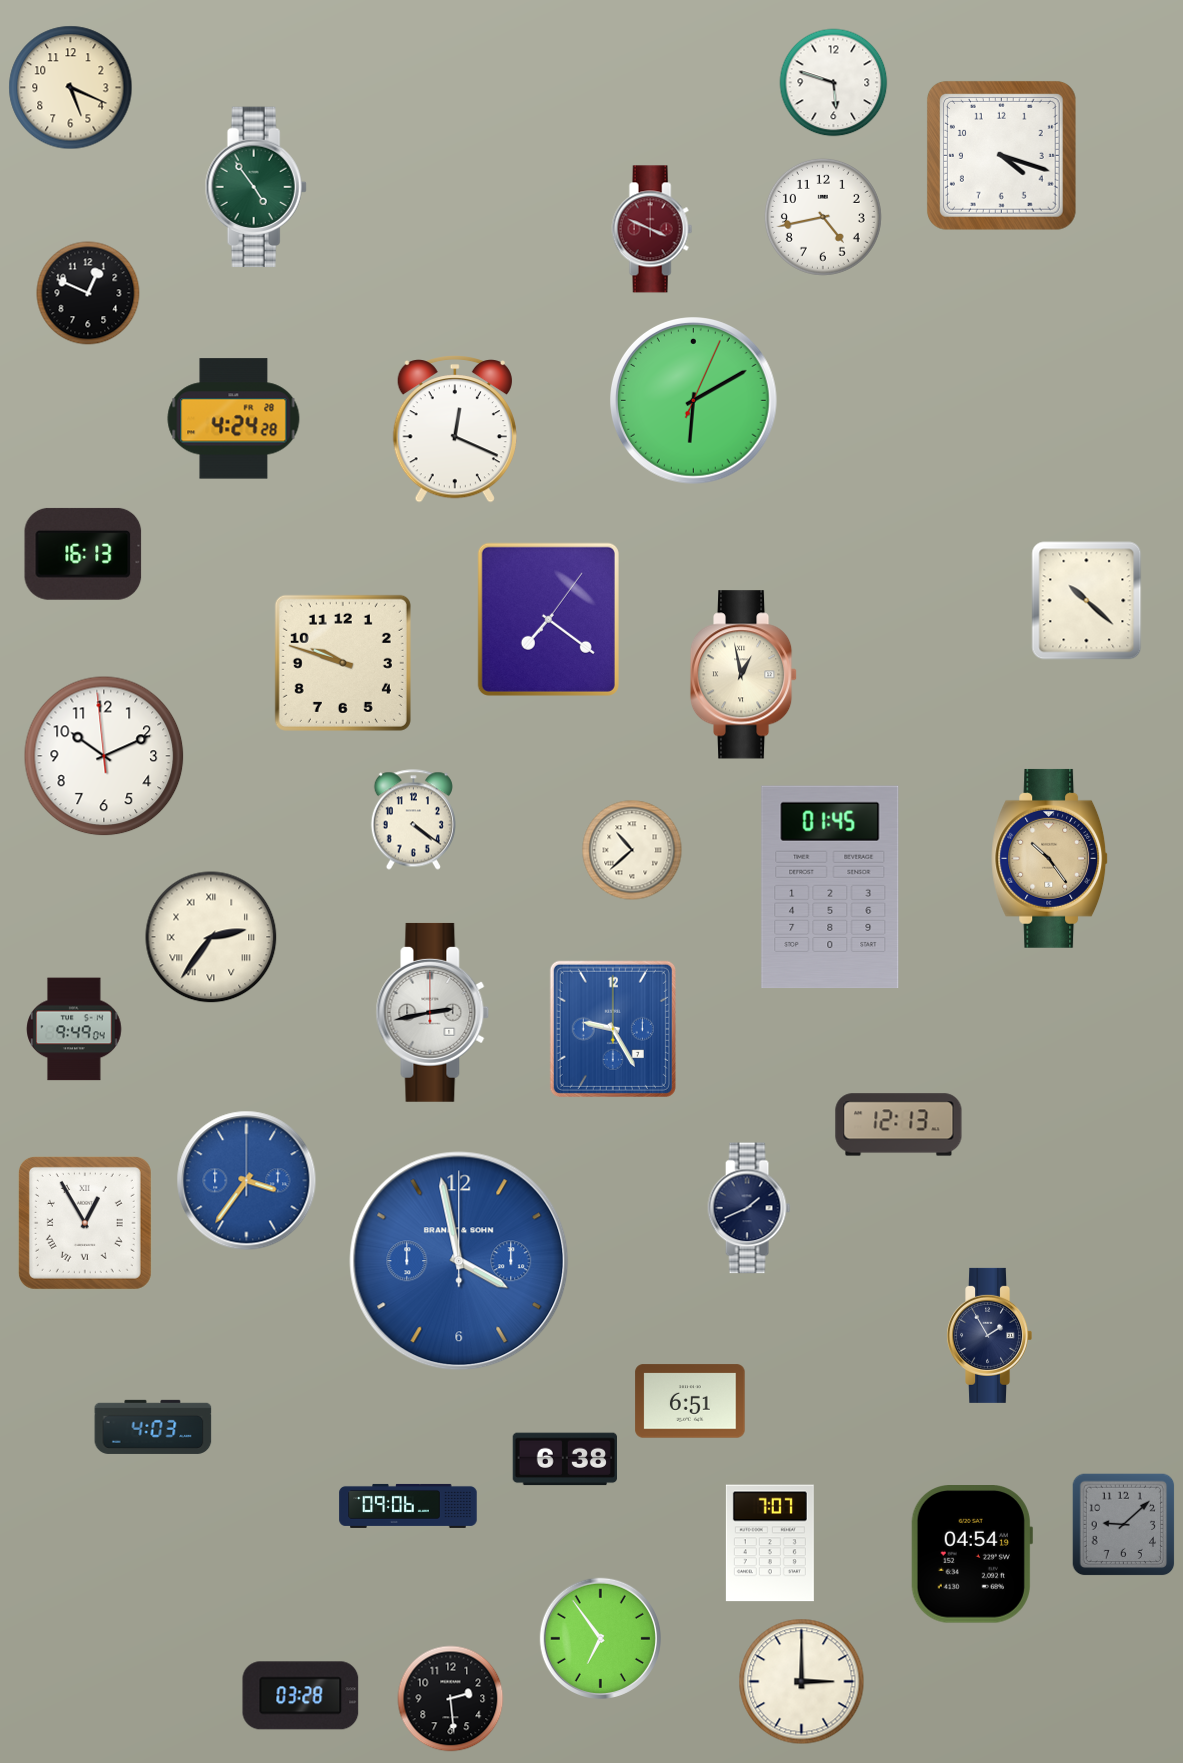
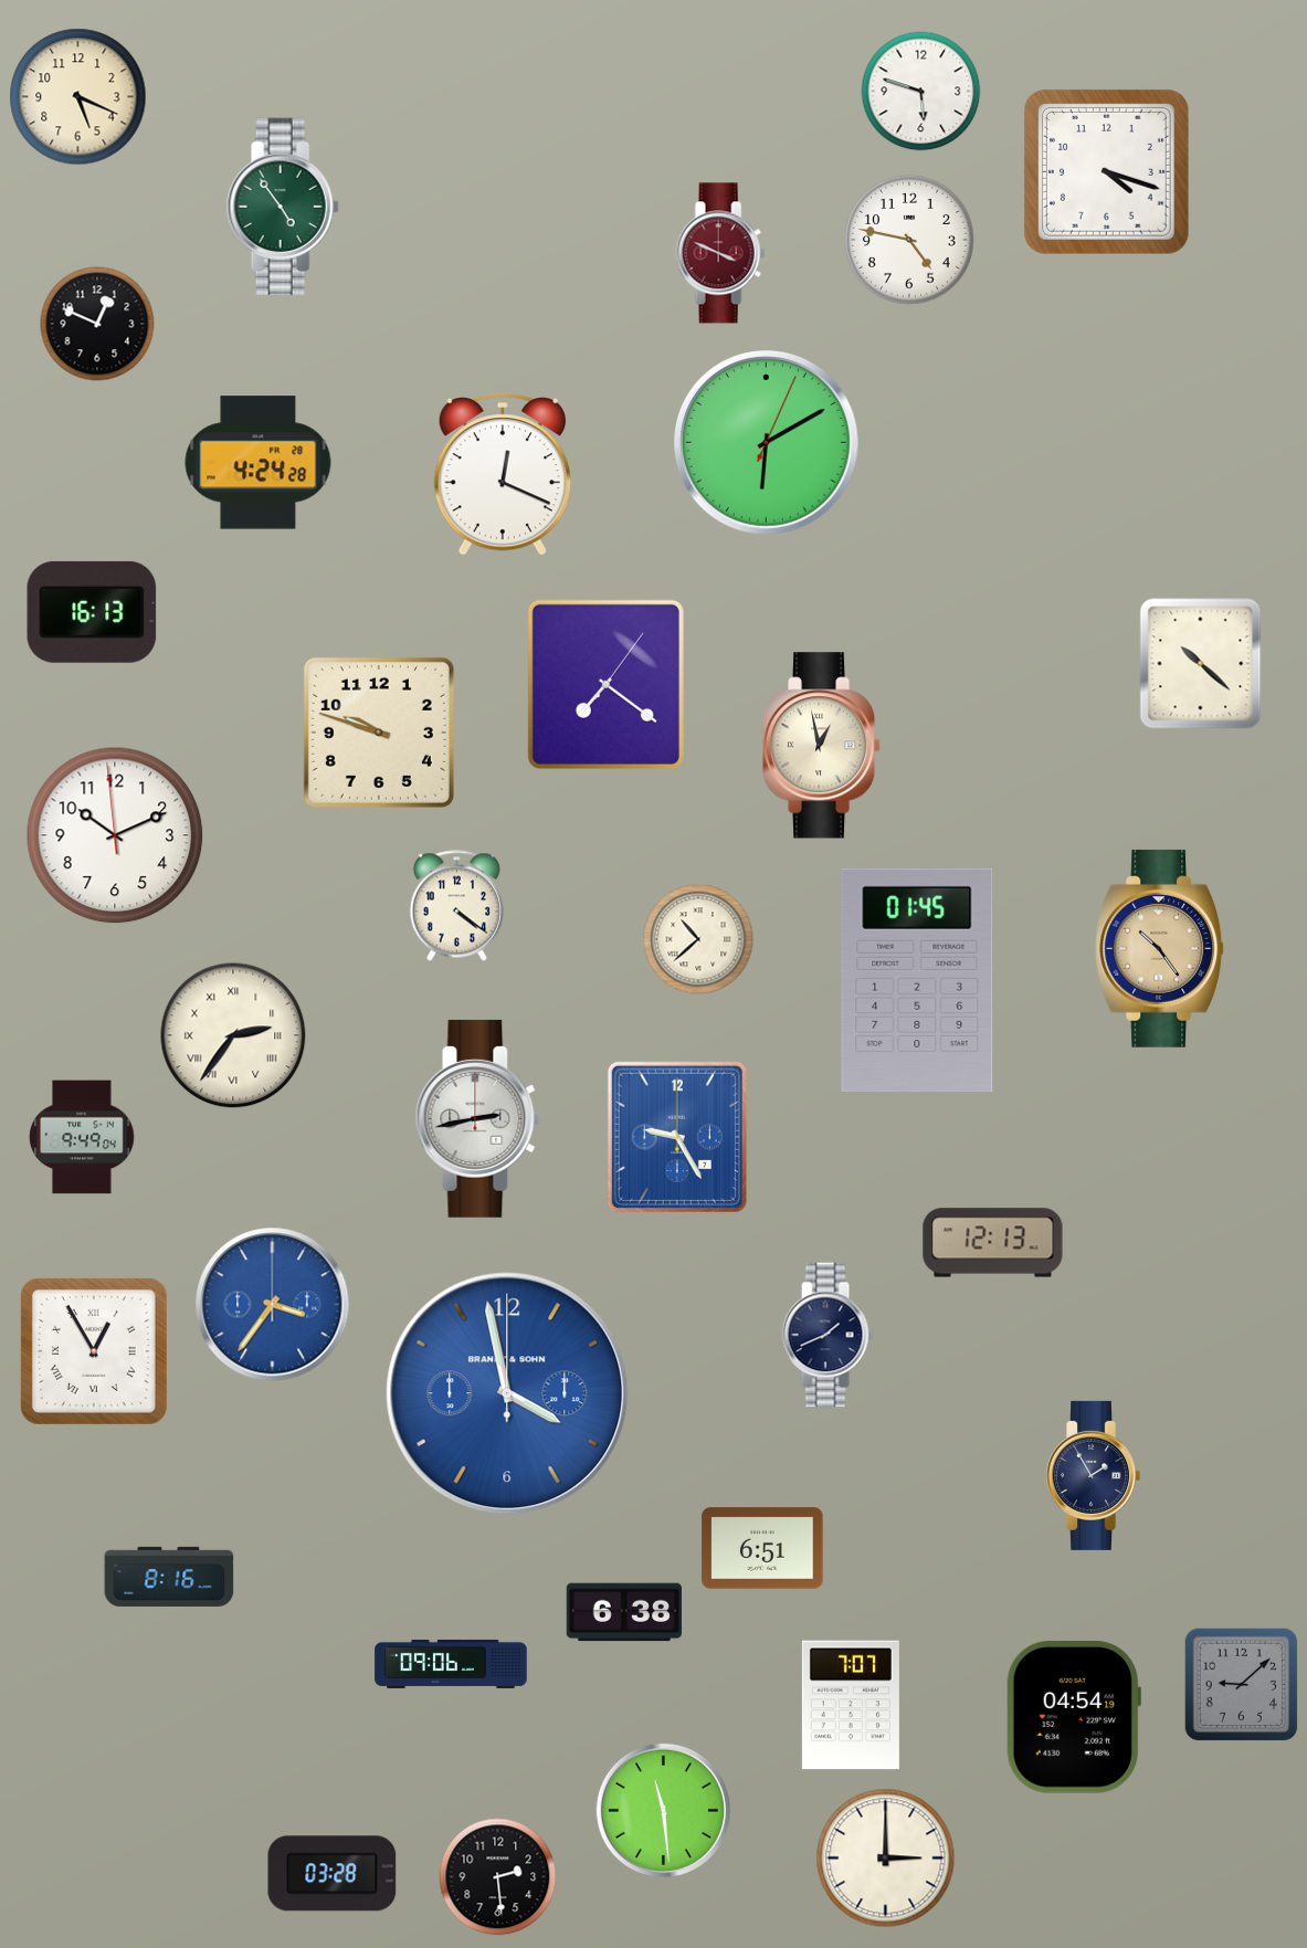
clock at (823, 217): 4:43 -> 4:47
clock at (153, 1427): 4:03 -> 8:16
clock at (600, 1638): 6:54 -> 11:29
